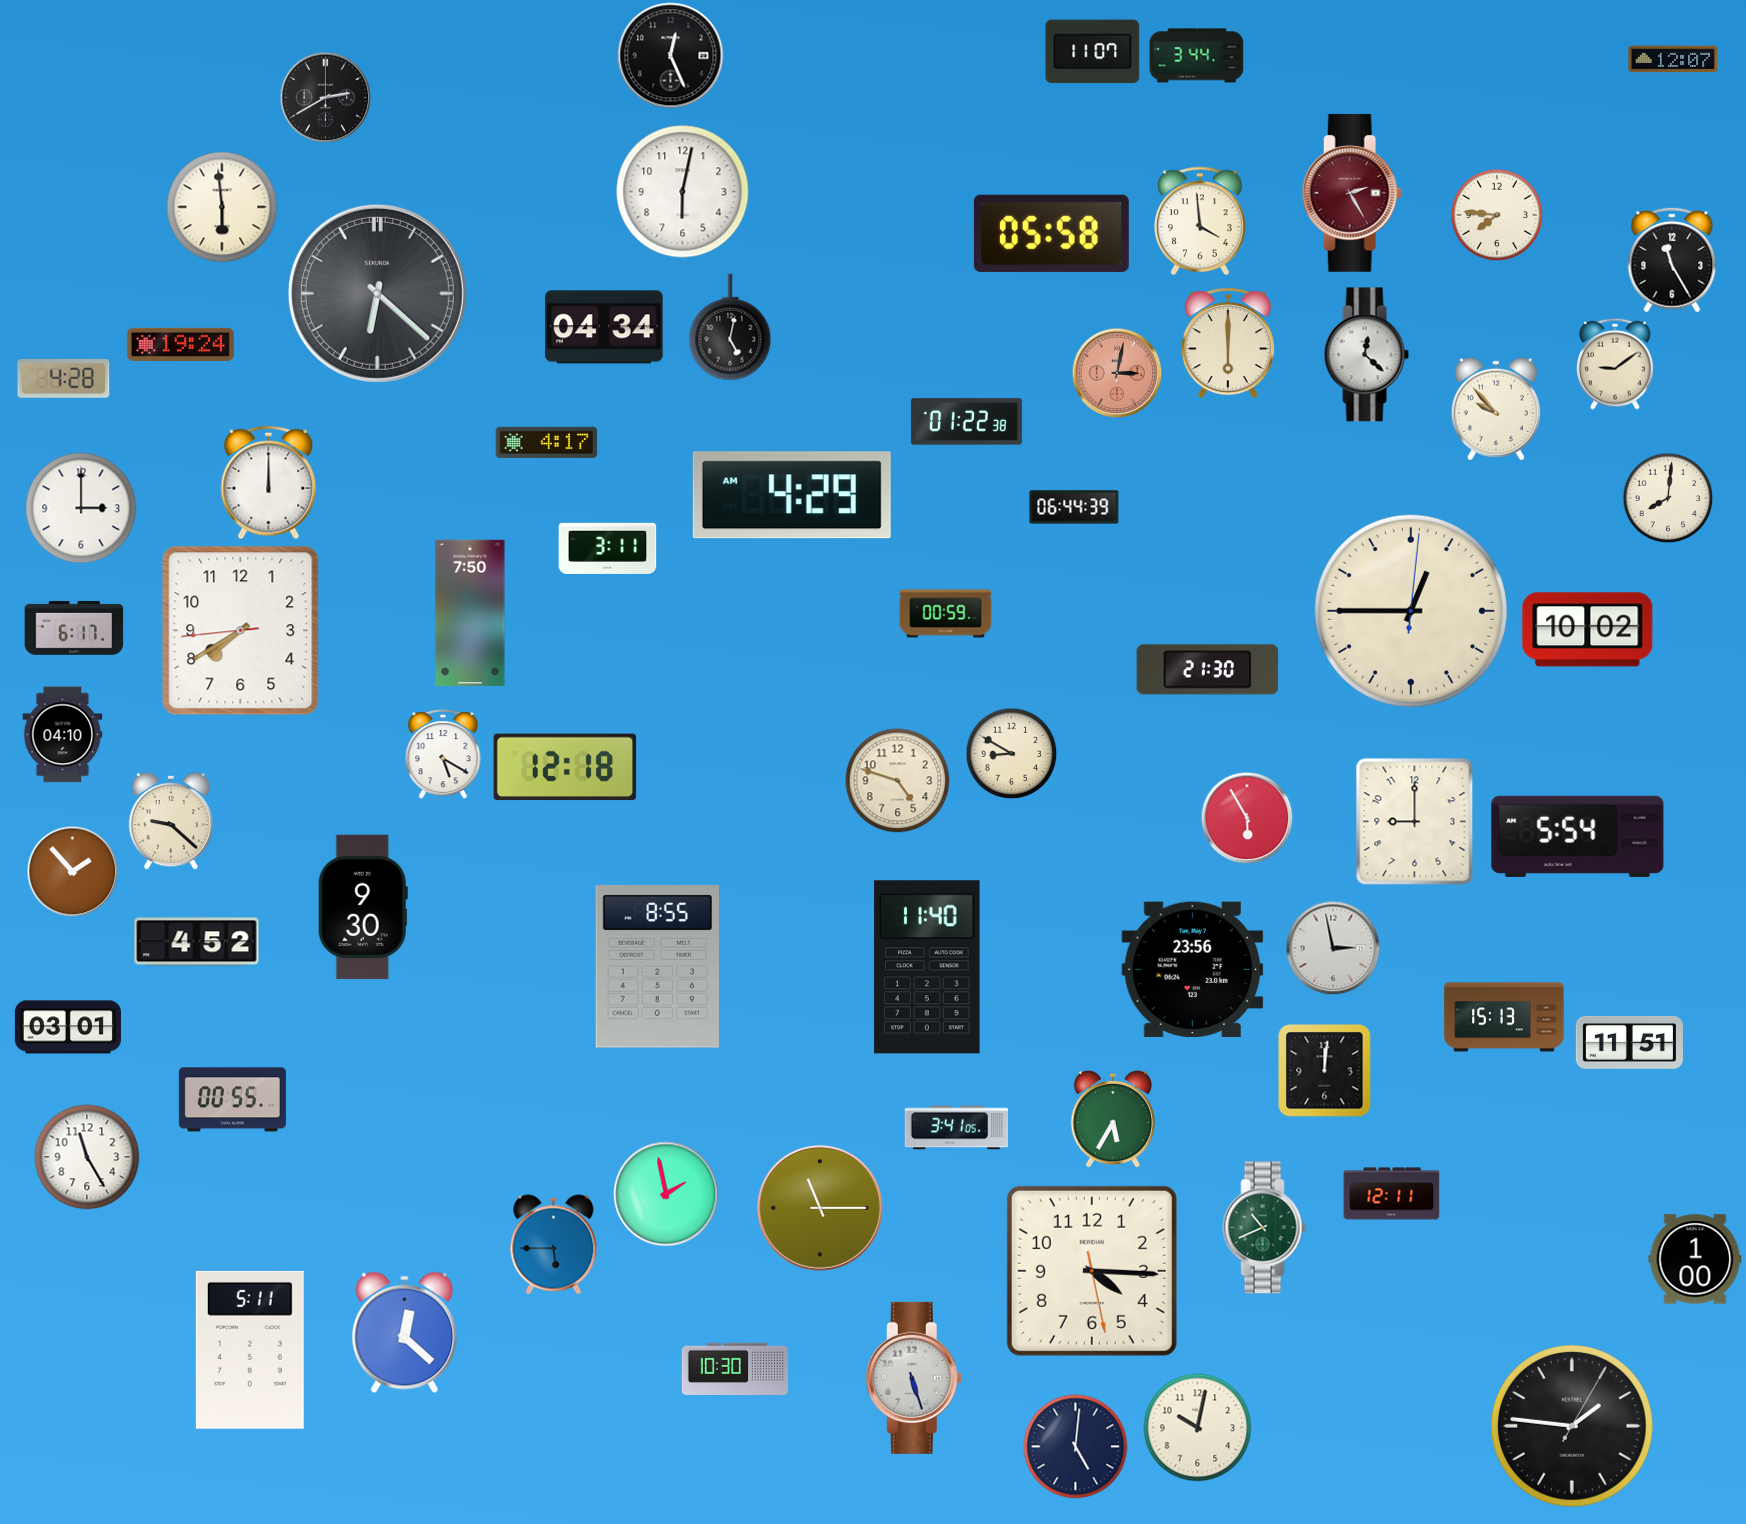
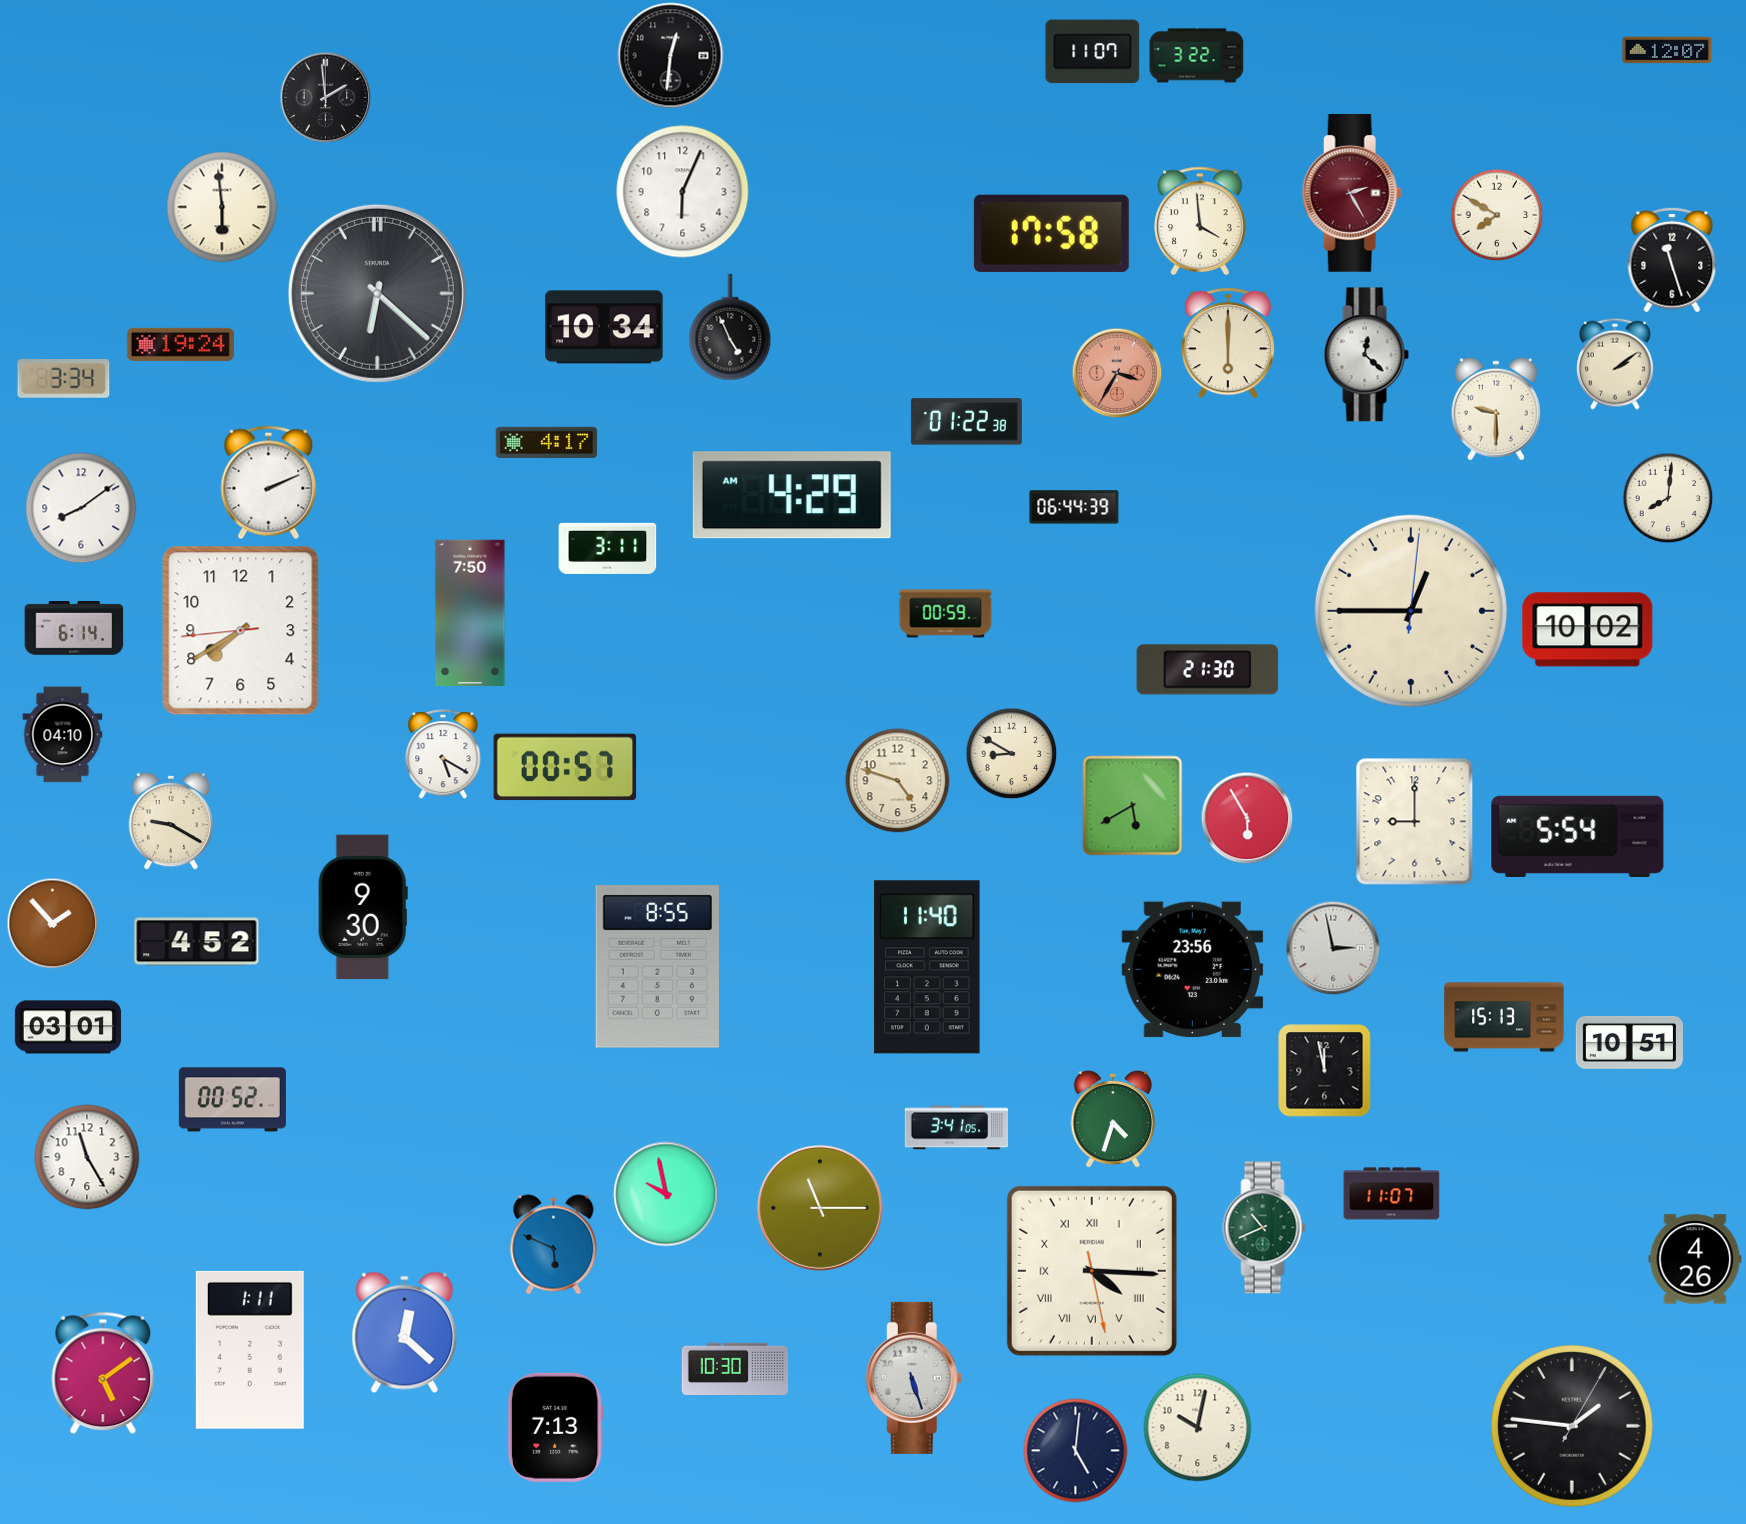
clock at (671, 56): 12:26 -> 12:31
clock at (1197, 56): 3:44 -> 3:22
clock at (1673, 59) position: (1673, 59) -> (1667, 50)
clock at (325, 97): 2:40 -> 1:59
clock at (683, 192): 6:02 -> 6:04
clock at (1497, 215): 7:46 -> 7:50
clock at (1051, 233): 05:58 -> 17:58
clock at (1672, 260): 11:25 -> 11:27
clock at (604, 327): 04:34 -> 10:34
clock at (730, 327): 5:02 -> 4:56
clock at (1616, 364): 9:09 -> 2:09
clock at (1117, 373): 3:02 -> 3:35
clock at (64, 379): 4:28 -> 3:34
clock at (1496, 409): 9:53 -> 9:30
clock at (269, 483): 12:00 -> 2:11
clock at (81, 508): 3:00 -> 8:09
clock at (74, 628): 6:17 -> 6:14
clock at (565, 767): 12:18 -> 00:57
clock at (1133, 806): none -> 5:40
clock at (171, 821): 9:22 -> 9:20
clock at (72, 871) position: (72, 871) -> (52, 923)
clock at (1629, 1042): 11:51 -> 10:51
clock at (1325, 1071): 12:01 -> 11:58
clock at (232, 1100): 00:55 -> 00:52
clock at (1113, 1119): 5:35 -> 4:33
clock at (666, 1194): 1:58 -> 9:58
clock at (1392, 1194): 12:11 -> 11:07
clock at (554, 1245): 5:45 -> 5:49
clock at (1695, 1259): 1:00 -> 4:26
clock at (1092, 1271) numerals: Arabic -> Roman
clock at (250, 1350): 5:11 -> 1:11
clock at (103, 1373): none -> 5:09
clock at (555, 1427): none -> 7:13
clock at (1076, 1447) position: (1076, 1447) -> (1076, 1451)
